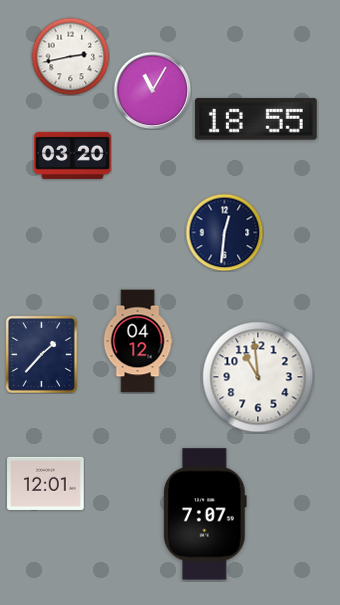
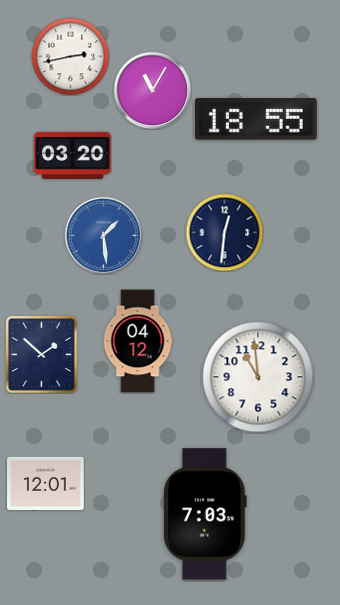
clock at (103, 235): none -> 1:29
clock at (41, 354): 1:37 -> 1:52
clock at (205, 514): 7:07 -> 7:03
